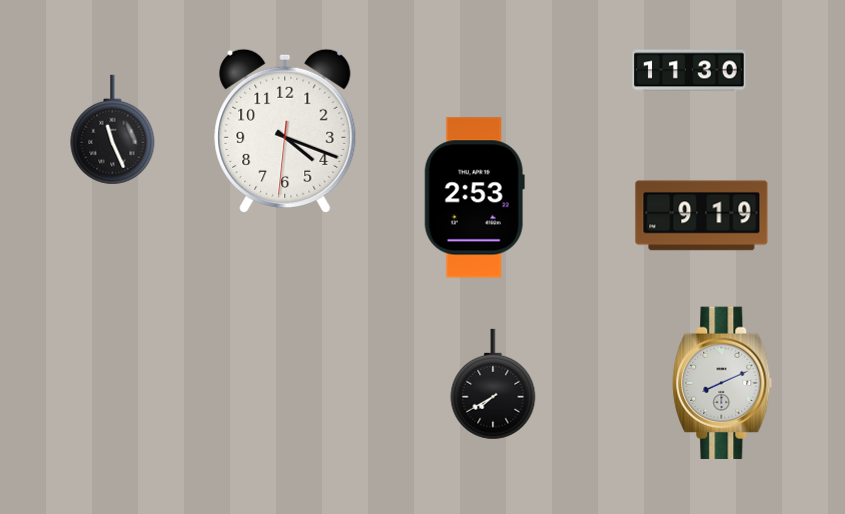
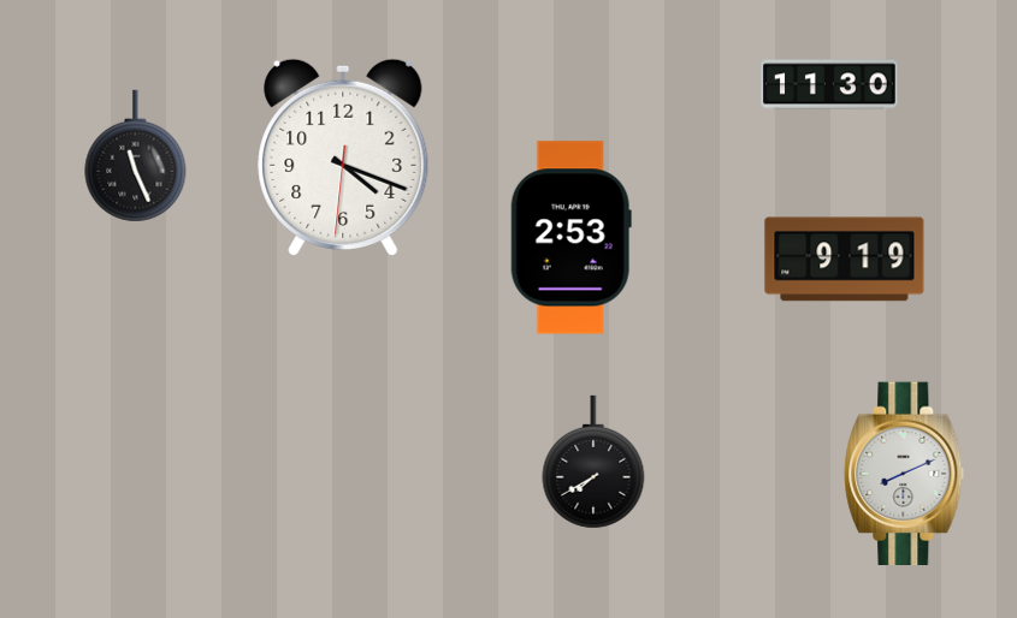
clock at (722, 383) position: (722, 383) -> (904, 474)
